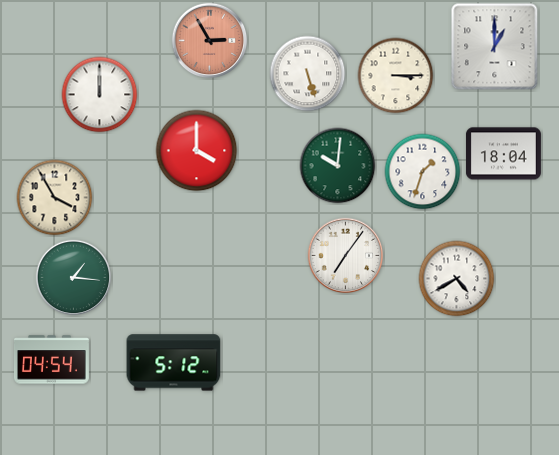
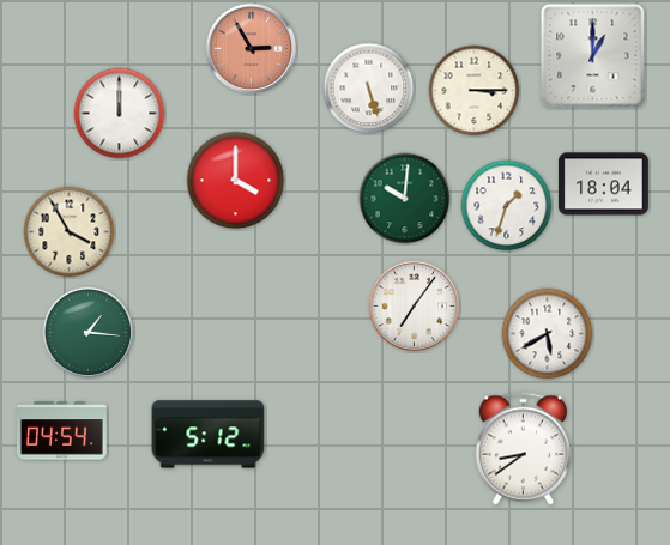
clock at (55, 198) position: (55, 198) -> (70, 232)
clock at (457, 279): 4:40 -> 5:40
clock at (523, 449): none -> 8:39
